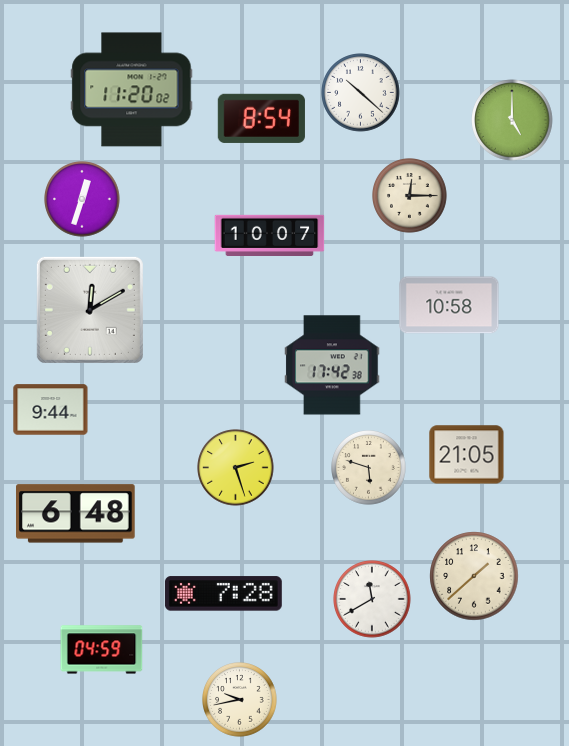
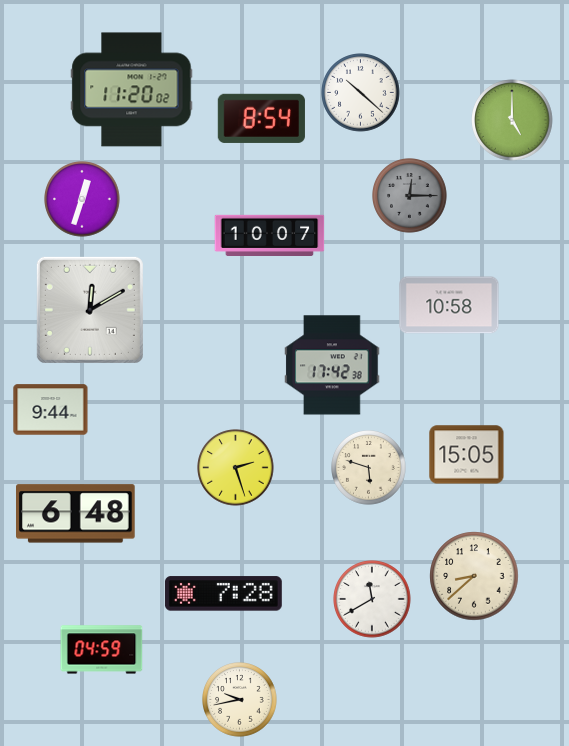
clock at (410, 196) dial: cream -> grey
clock at (467, 455): 21:05 -> 15:05
clock at (474, 576): 1:38 -> 8:38
